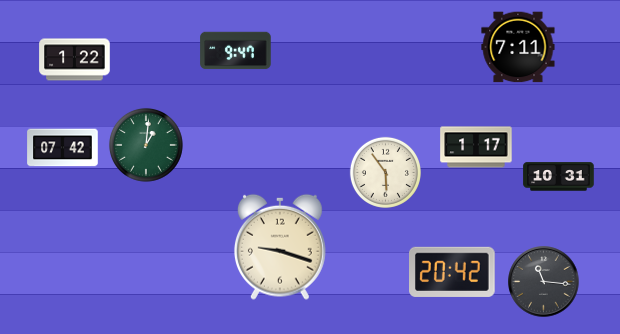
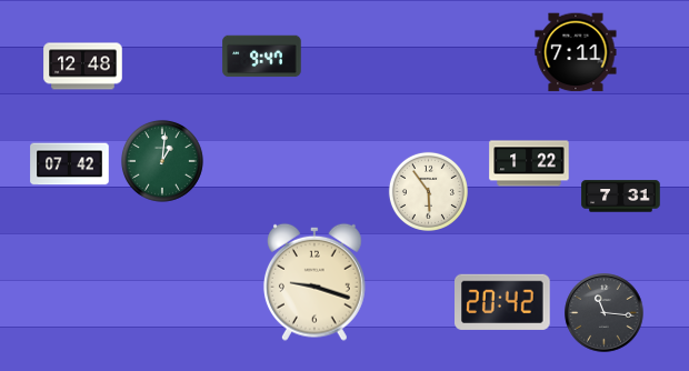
clock at (75, 60): 1:22 -> 12:48
clock at (476, 147): 1:17 -> 1:22
clock at (559, 177): 10:31 -> 7:31
clock at (280, 247) position: (280, 247) -> (314, 282)
